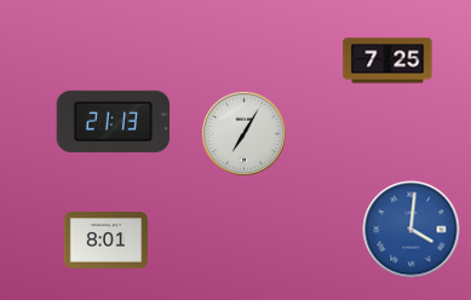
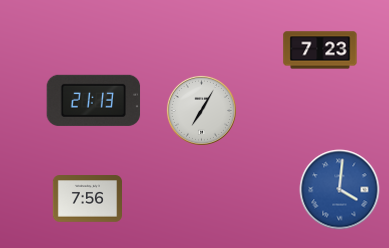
clock at (387, 60): 7:25 -> 7:23
clock at (105, 241): 8:01 -> 7:56
